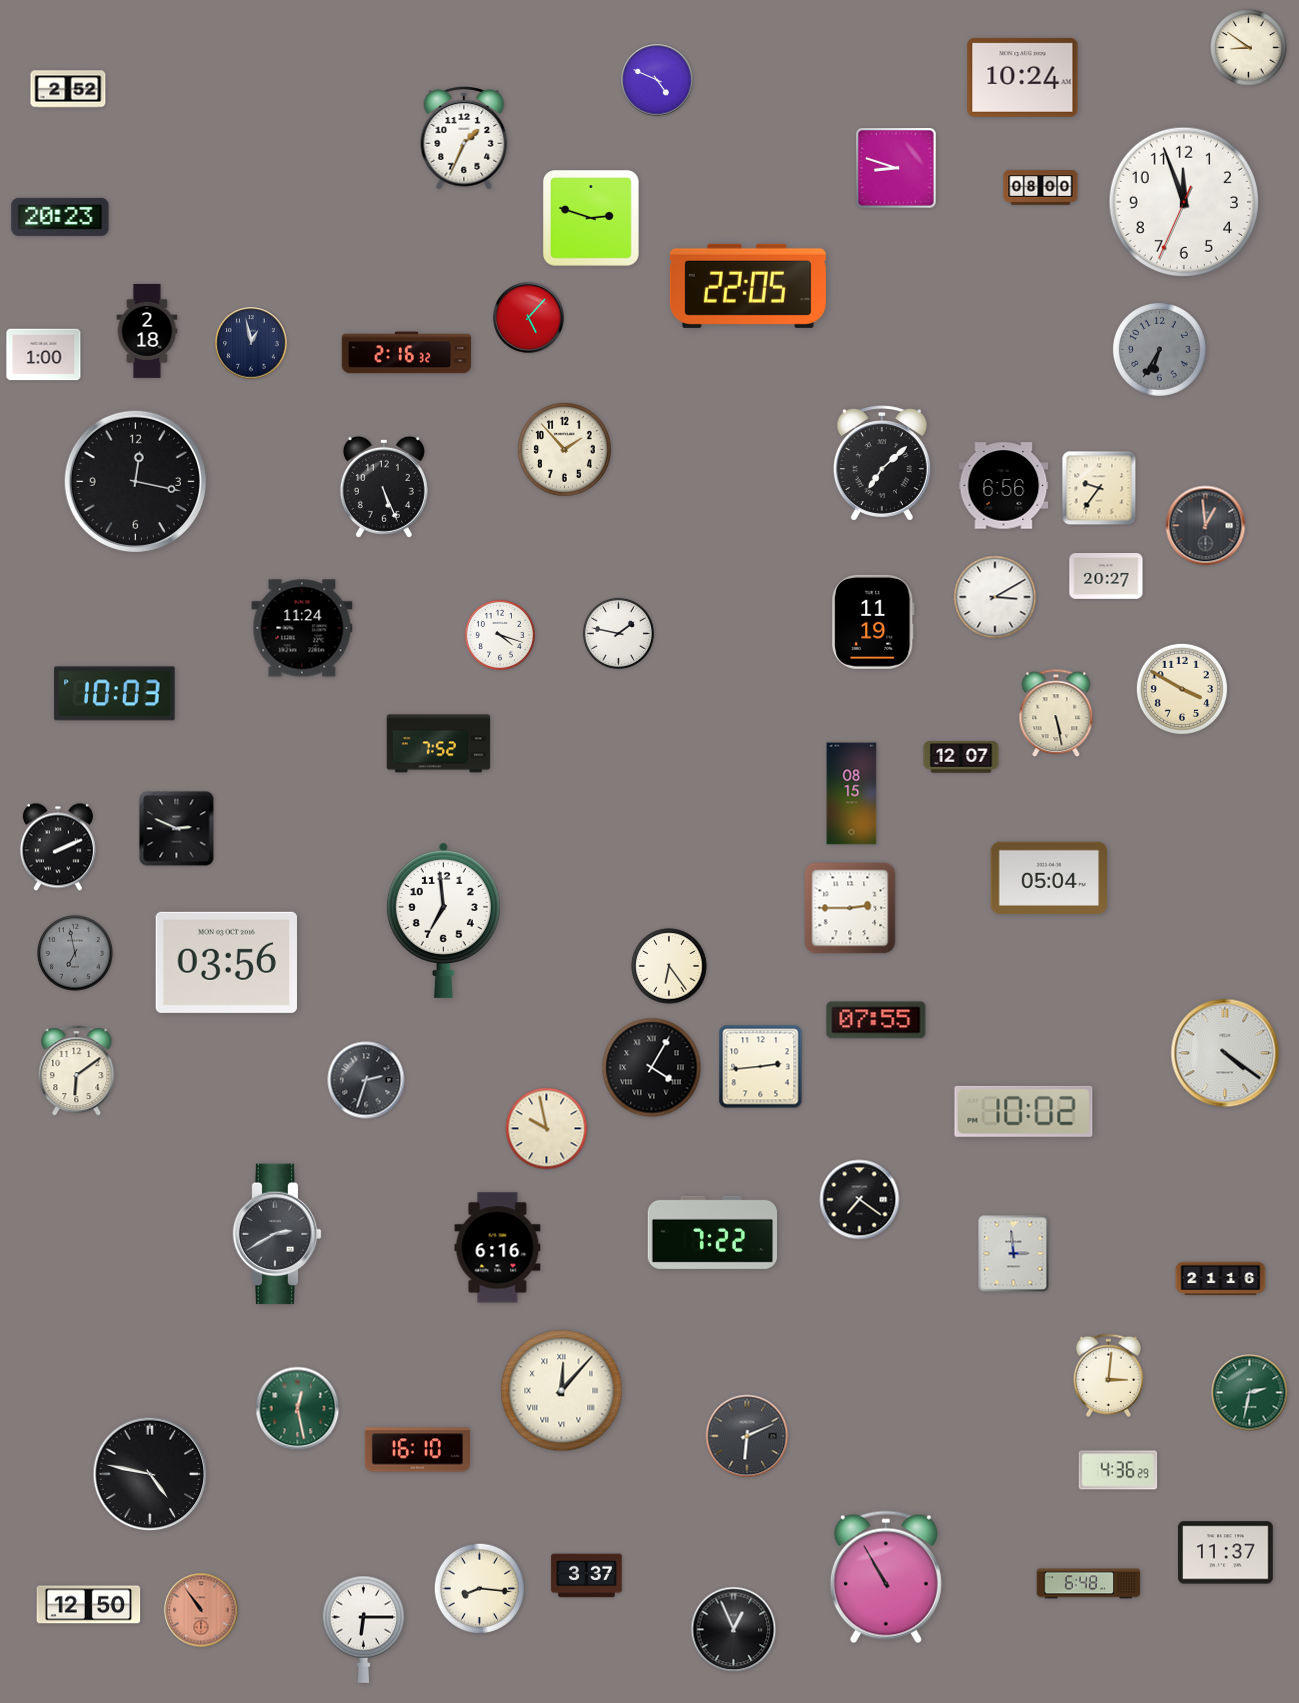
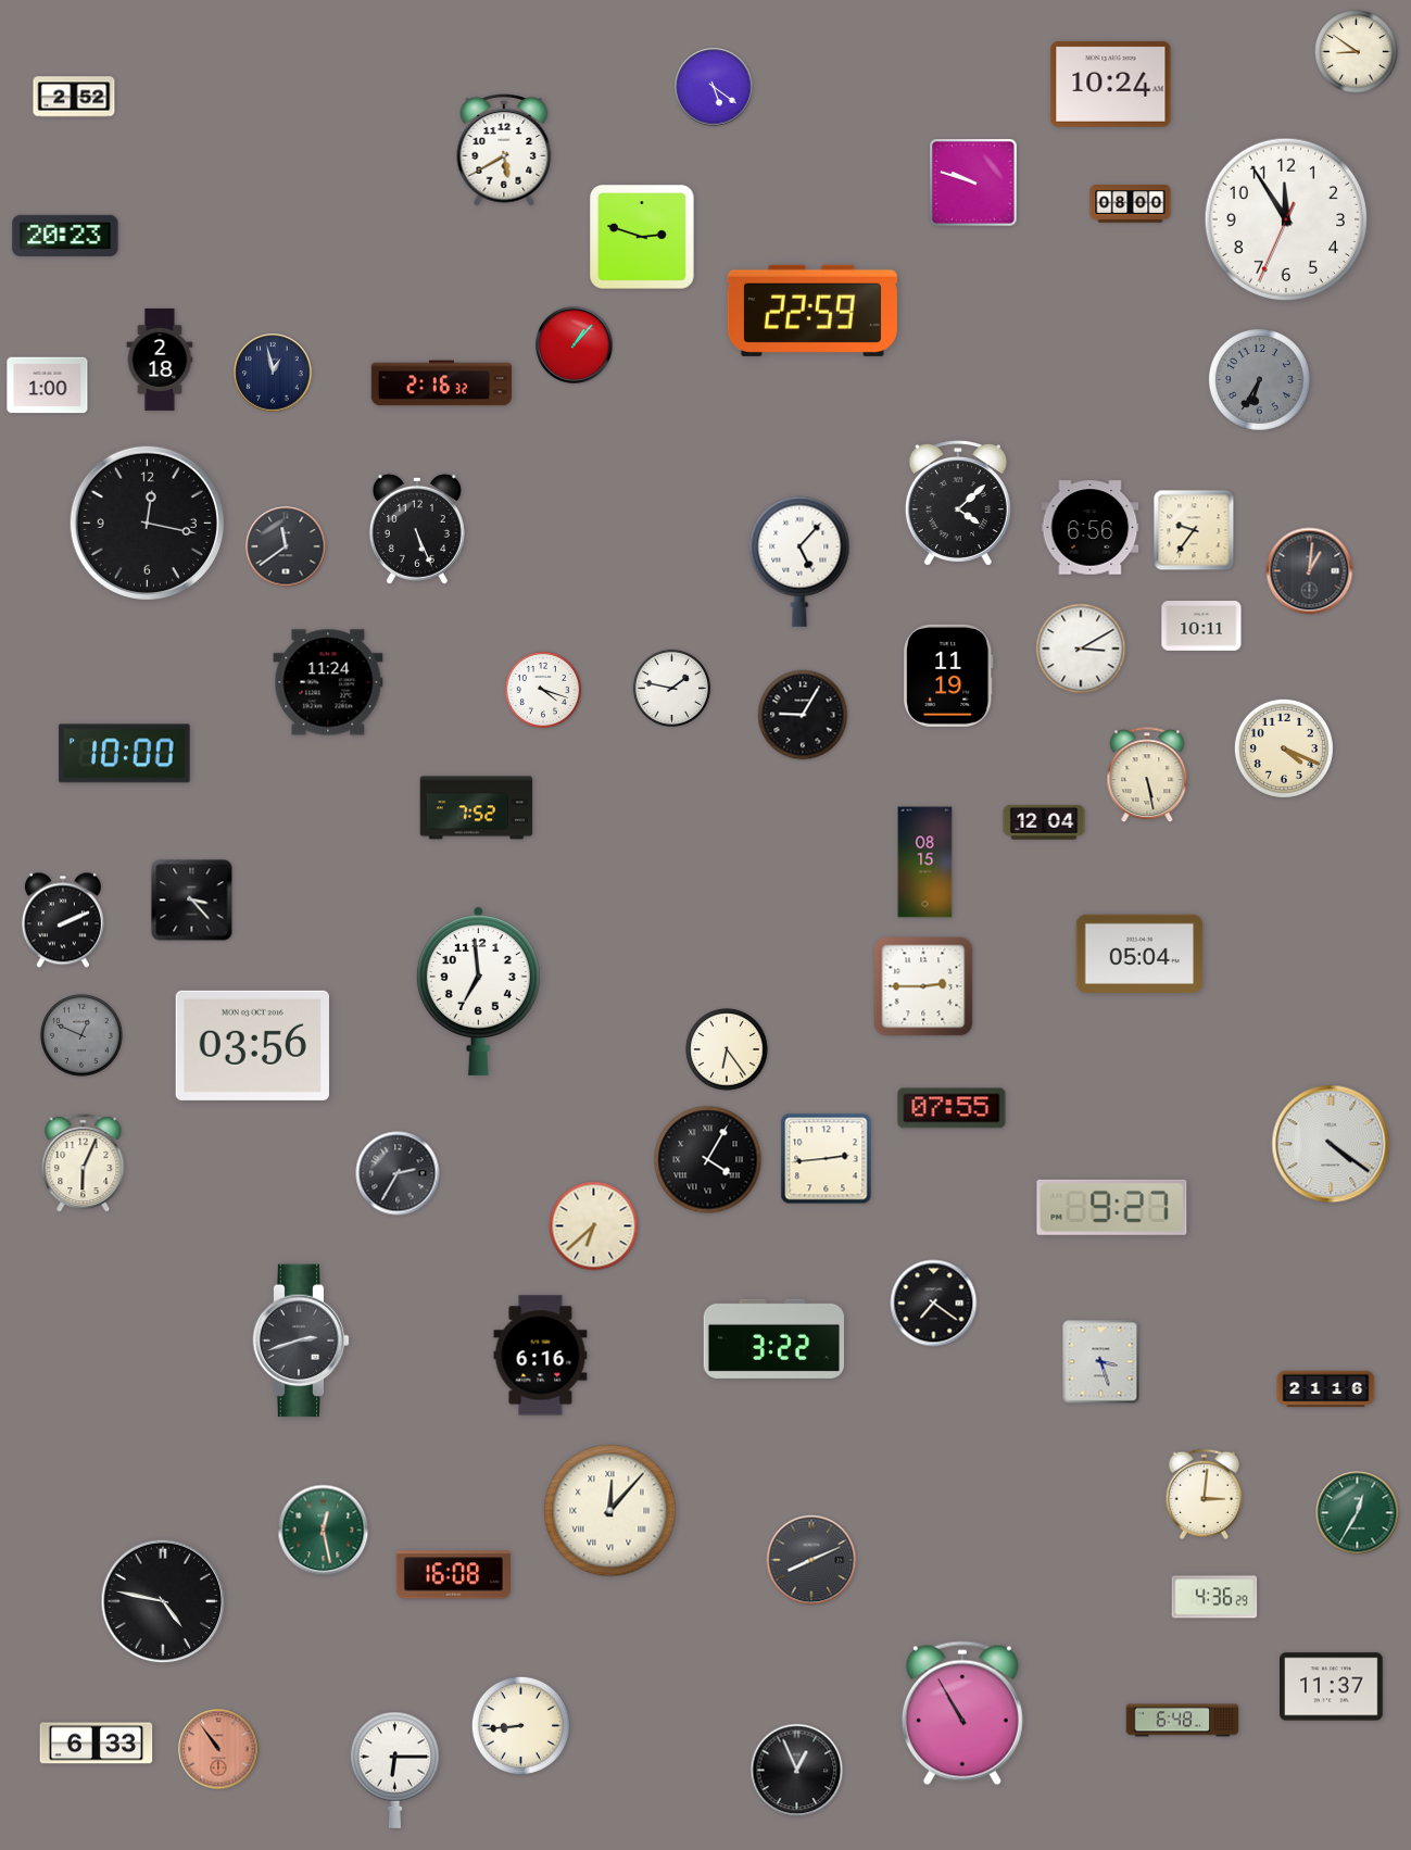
clock at (657, 80): 4:49 -> 5:21
clock at (464, 138): 1:34 -> 5:40
clock at (897, 169): 8:48 -> 9:48
clock at (1183, 201): 11:56 -> 11:54
clock at (748, 286): 22:05 -> 22:59
clock at (529, 318): 5:07 -> 1:07
clock at (565, 449): 1:53 -> none
clock at (882, 463): 7:08 -> 4:08
clock at (286, 546): none -> 11:39
clock at (799, 562): none -> 5:07
clock at (1206, 526): 12:59 -> 1:01
clock at (1106, 577): 20:27 -> 10:11
clock at (803, 715): none -> 9:05
clock at (1182, 689): 3:50 -> 4:19
clock at (115, 694): 10:03 -> 10:00
clock at (961, 757): 12:07 -> 12:04
clock at (177, 829): 2:49 -> 3:23
clock at (443, 920) position: (443, 920) -> (478, 991)
clock at (75, 953): 6:58 -> 12:49
clock at (226, 962) position: (226, 962) -> (252, 1045)
clock at (77, 1071): 6:09 -> 6:04
clock at (366, 1080): 2:33 -> 2:35
clock at (1024, 1111): 10:02 -> 9:27
clock at (547, 1129): 9:58 -> 6:38
clock at (712, 1232): 7:22 -> 3:22
clock at (277, 1234): 2:40 -> 2:42
clock at (1014, 1254): 2:59 -> 3:27
clock at (1250, 1393): 2:32 -> 12:35
clock at (747, 1436): 6:11 -> 8:11
clock at (417, 1450): 16:10 -> 16:08
clock at (587, 1576): 3:37 -> none
clock at (479, 1588): 8:16 -> 8:44
clock at (89, 1605): 12:50 -> 6:33
